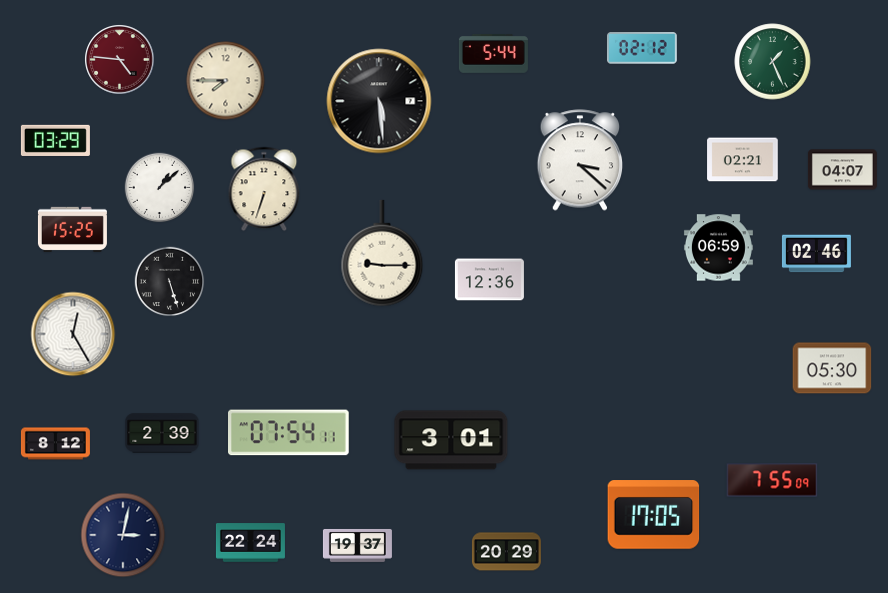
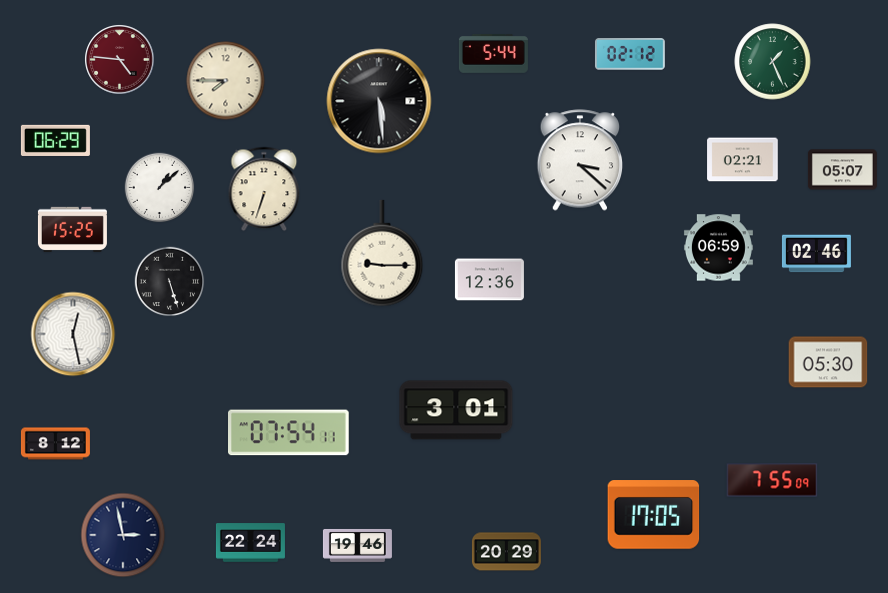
clock at (642, 48) position: (642, 48) -> (630, 54)
clock at (55, 140): 03:29 -> 06:29
clock at (842, 170): 04:07 -> 05:07
clock at (73, 334): 12:25 -> 12:28
clock at (832, 368) position: (832, 368) -> (828, 362)
clock at (162, 433): 2:39 -> none
clock at (451, 440) position: (451, 440) -> (456, 410)
clock at (123, 535): 3:02 -> 2:58
clock at (357, 545): 19:37 -> 19:46
